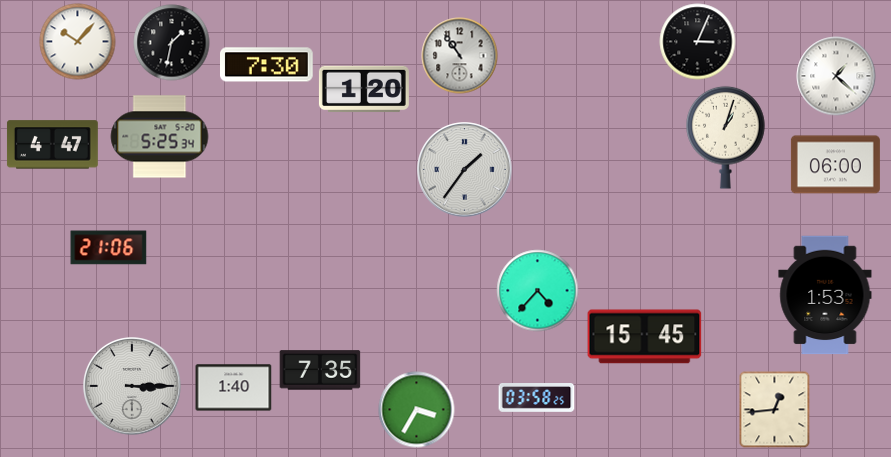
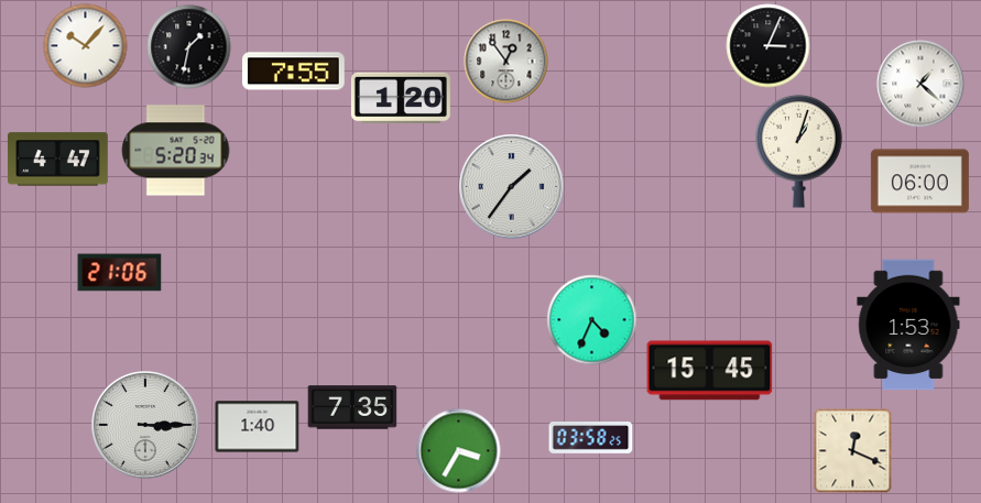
clock at (460, 56): 10:54 -> 12:54
clock at (267, 65): 7:30 -> 7:55
clock at (160, 137): 5:25 -> 5:20
clock at (538, 291): 4:37 -> 4:34
clock at (775, 410): 12:44 -> 12:19
